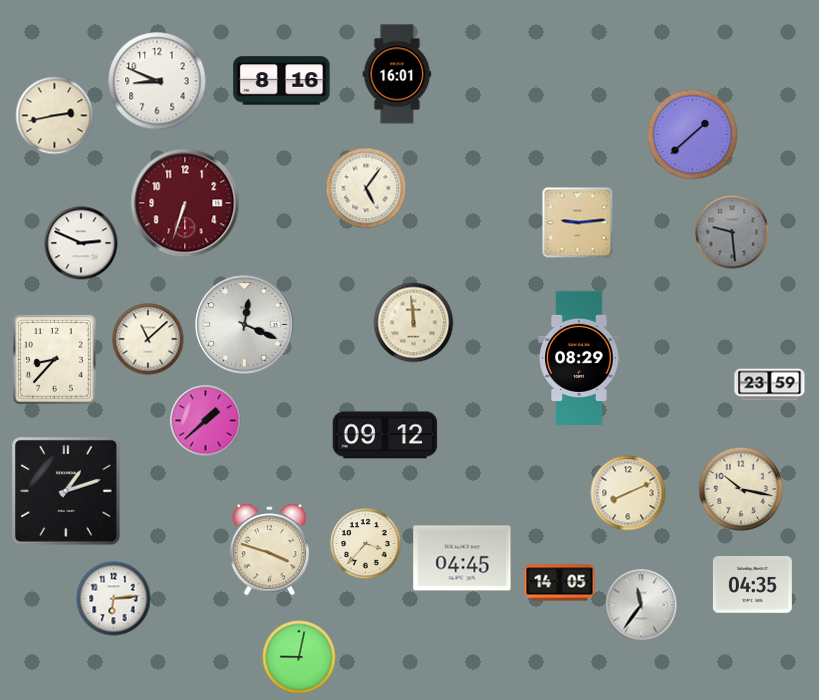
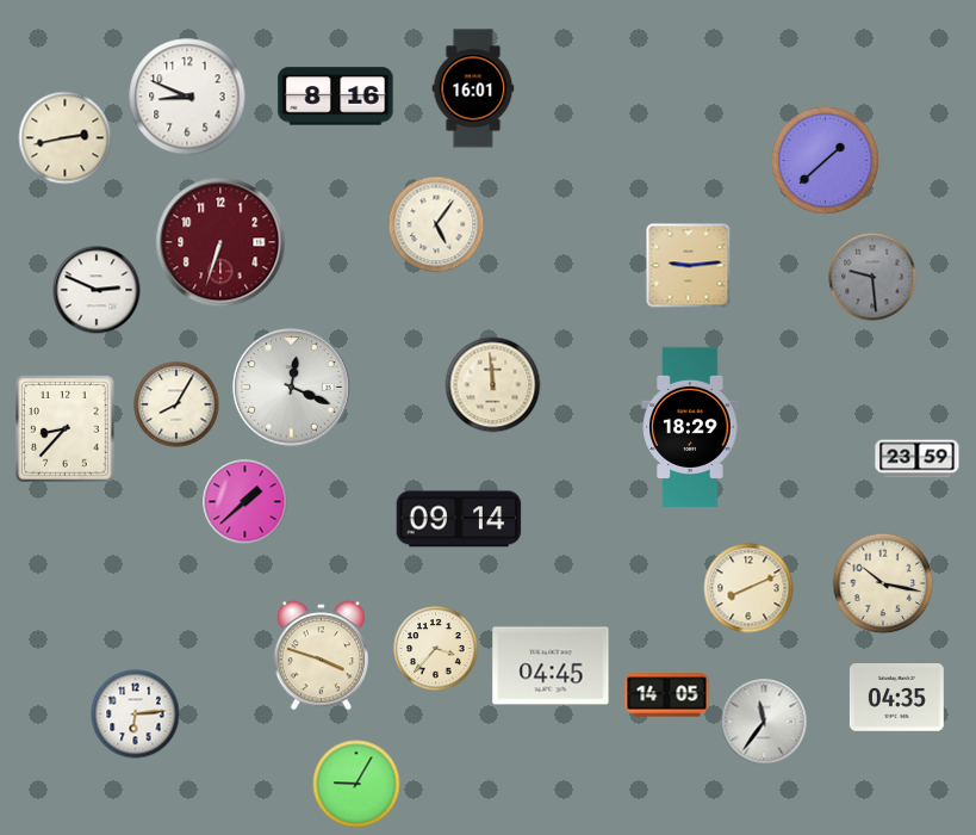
clock at (148, 339): 11:08 -> 8:05
clock at (579, 358): 08:29 -> 18:29
clock at (385, 435): 09:12 -> 09:14
clock at (67, 492): 1:12 -> none
clock at (299, 657): 9:02 -> 9:05
